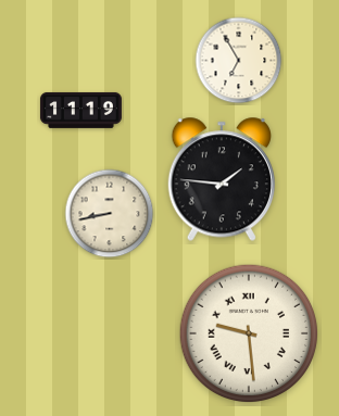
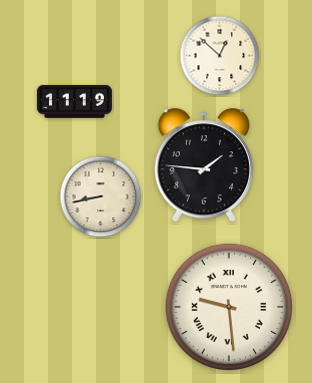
clock at (239, 61): 6:55 -> 12:52
